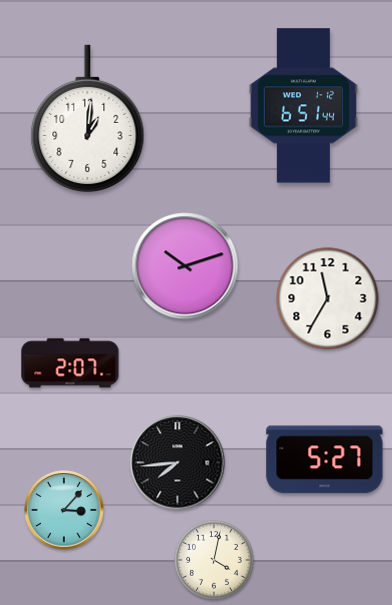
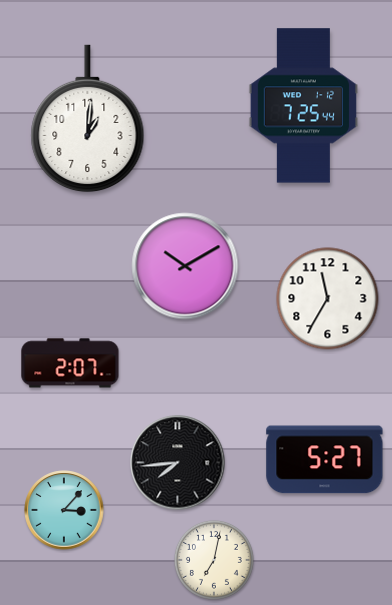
clock at (303, 106): 6:51 -> 7:25
clock at (185, 266): 10:12 -> 10:10
clock at (214, 560): 4:02 -> 7:02
